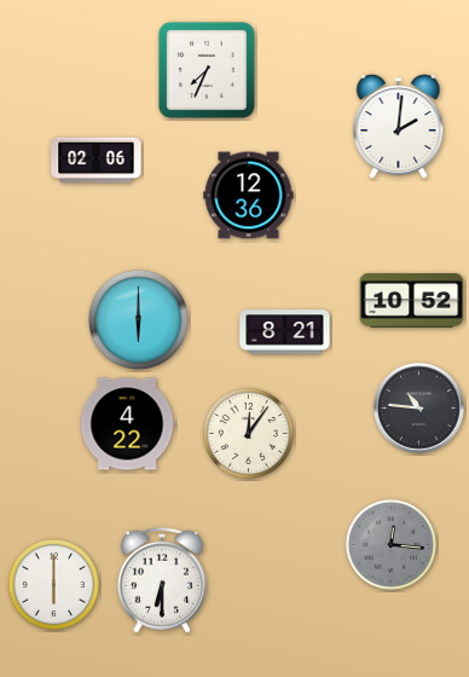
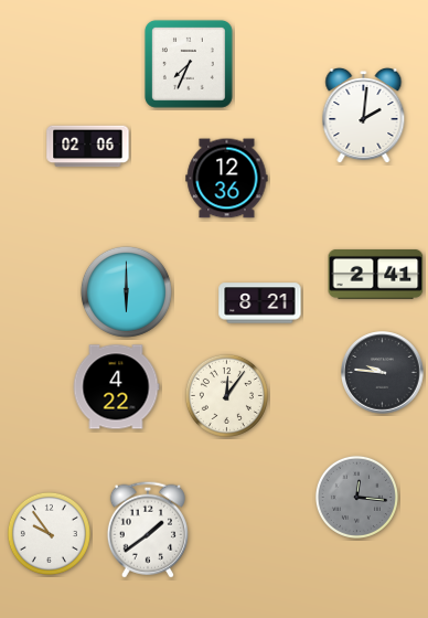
clock at (412, 300): 10:52 -> 2:41
clock at (419, 409): 10:46 -> 9:46
clock at (162, 580): 6:30 -> 1:39
clock at (53, 584): 6:00 -> 9:54
